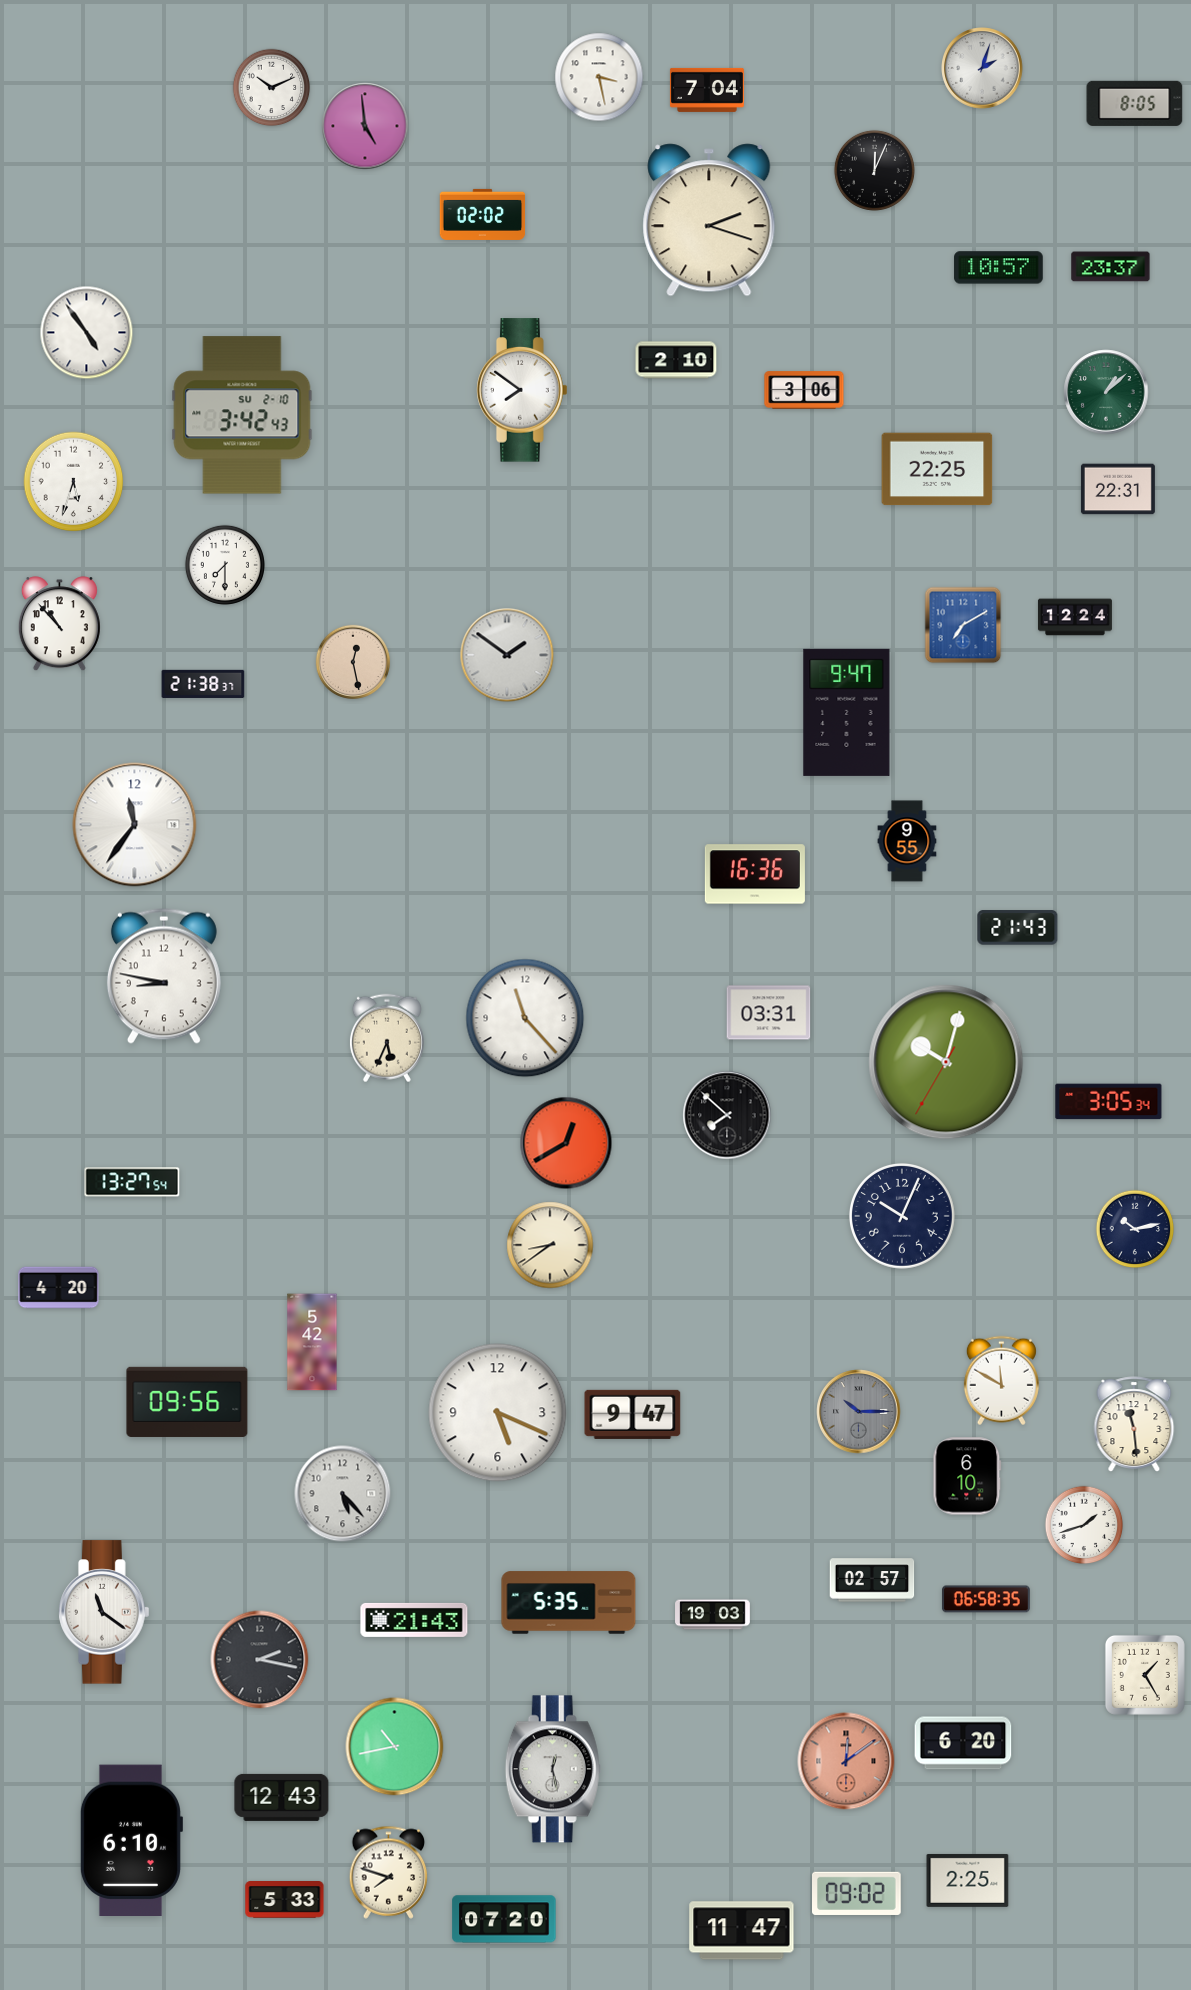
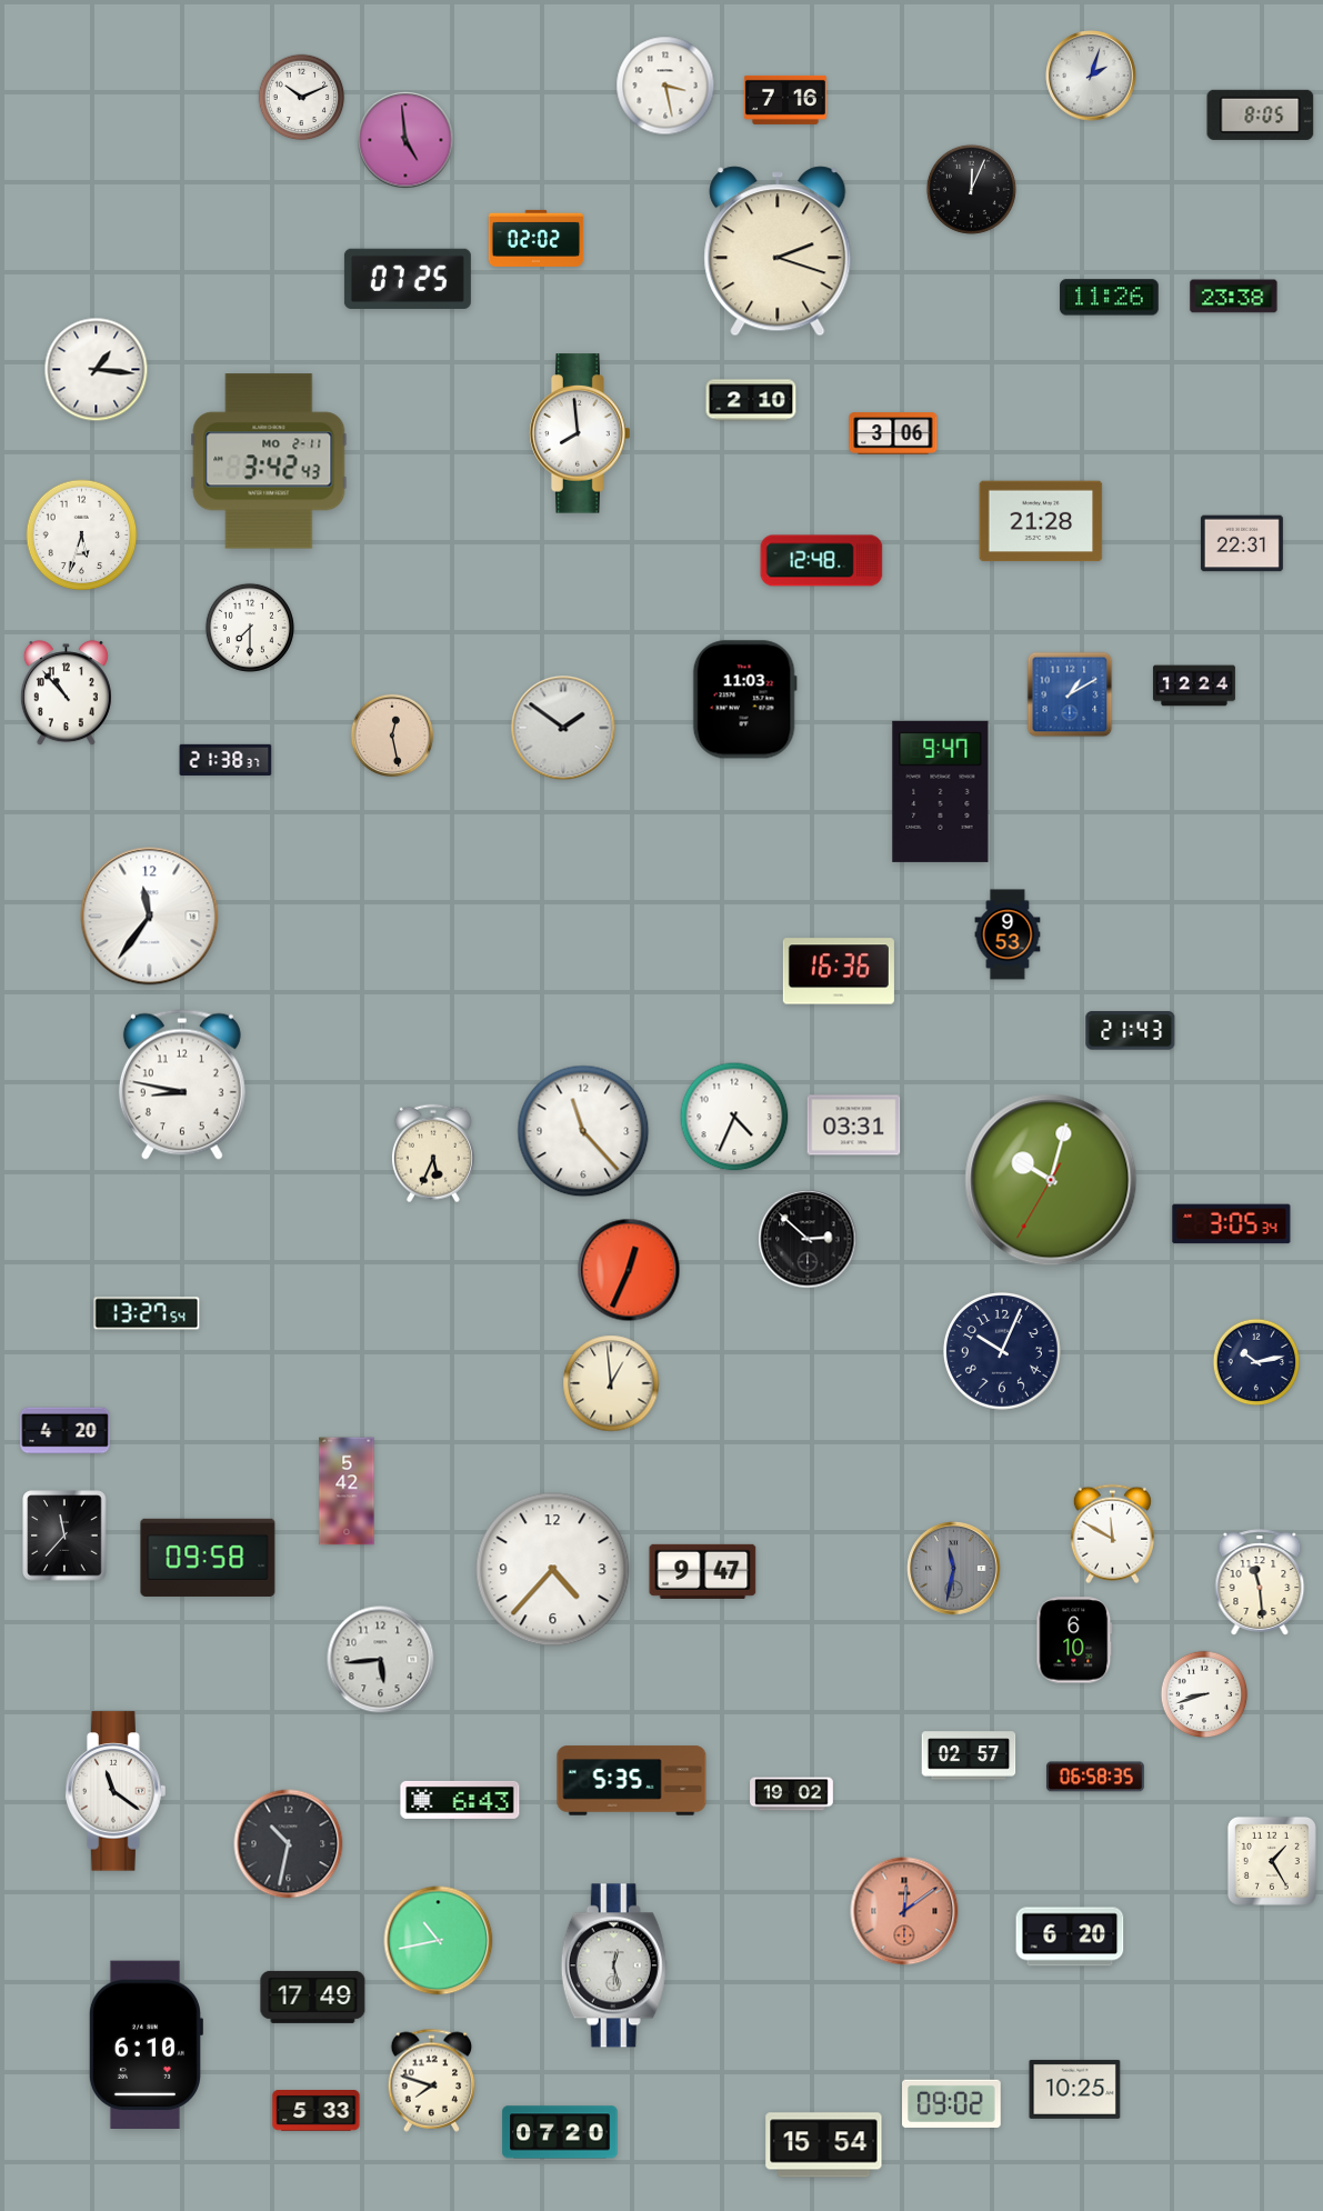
clock at (707, 90): 7:04 -> 7:16
clock at (709, 220) position: (709, 220) -> (778, 251)
clock at (408, 278): none -> 07:25
clock at (1111, 267): 23:37 -> 23:38
clock at (999, 268): 10:57 -> 11:26
clock at (87, 333): 4:54 -> 1:16
clock at (522, 390): 7:51 -> 7:59
clock at (1106, 392): 1:08 -> none
clock at (242, 415) date: SU 2-10 -> MO 2-11
clock at (937, 469): 22:25 -> 21:28
clock at (822, 561): none -> 12:48
clock at (963, 625): 7:10 -> 1:10
clock at (744, 700): none -> 11:03
clock at (907, 841): 9:55 -> 9:53
clock at (734, 1117): none -> 4:34
clock at (387, 1038) position: (387, 1038) -> (433, 1153)
clock at (727, 1115): 7:52 -> 2:52
clock at (566, 1143): 12:40 -> 12:34
clock at (1135, 1229) position: (1135, 1229) -> (1256, 1362)
clock at (550, 1245): 8:39 -> 12:59
clock at (64, 1535): none -> 11:37
clock at (187, 1402): 09:56 -> 09:58
clock at (859, 1412): 10:15 -> 11:32
clock at (498, 1413): 5:19 -> 4:37
clock at (343, 1494): 5:23 -> 5:44
clock at (1084, 1525): 1:42 -> 8:42
clock at (713, 1615): 19:03 -> 19:02
clock at (414, 1620): 21:43 -> 6:43
clock at (260, 1660): 2:17 -> 10:32
clock at (846, 1761) position: (846, 1761) -> (904, 1911)
clock at (282, 1797): 12:43 -> 17:49
clock at (968, 1880): 2:25 -> 10:25
clock at (742, 1931): 11:47 -> 15:54
